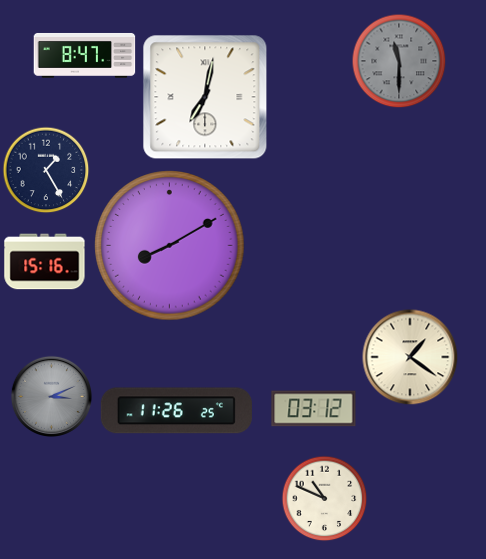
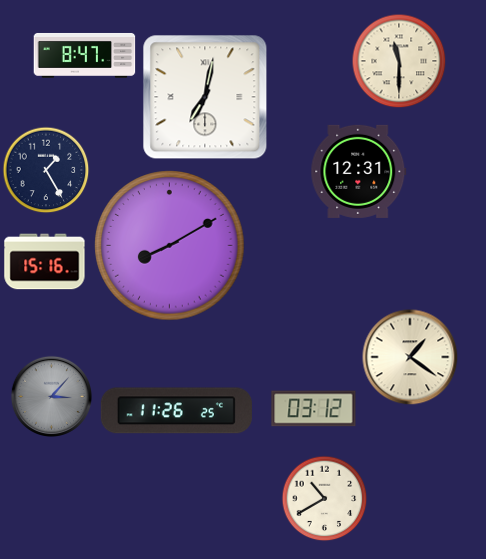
clock at (399, 61) dial: grey -> cream
clock at (359, 171): none -> 12:31
clock at (51, 396): 3:11 -> 3:07
clock at (324, 498): 10:49 -> 10:40
